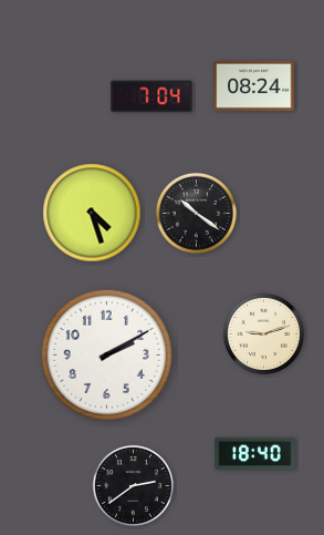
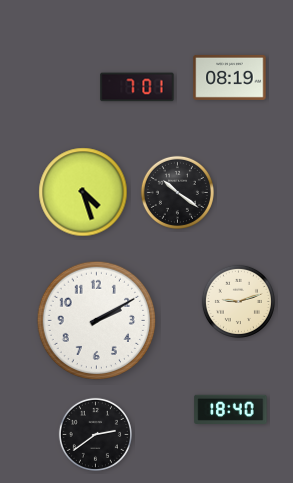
clock at (254, 85): 08:24 -> 08:19
clock at (151, 96): 7:04 -> 7:01
clock at (133, 485) position: (133, 485) -> (95, 434)
